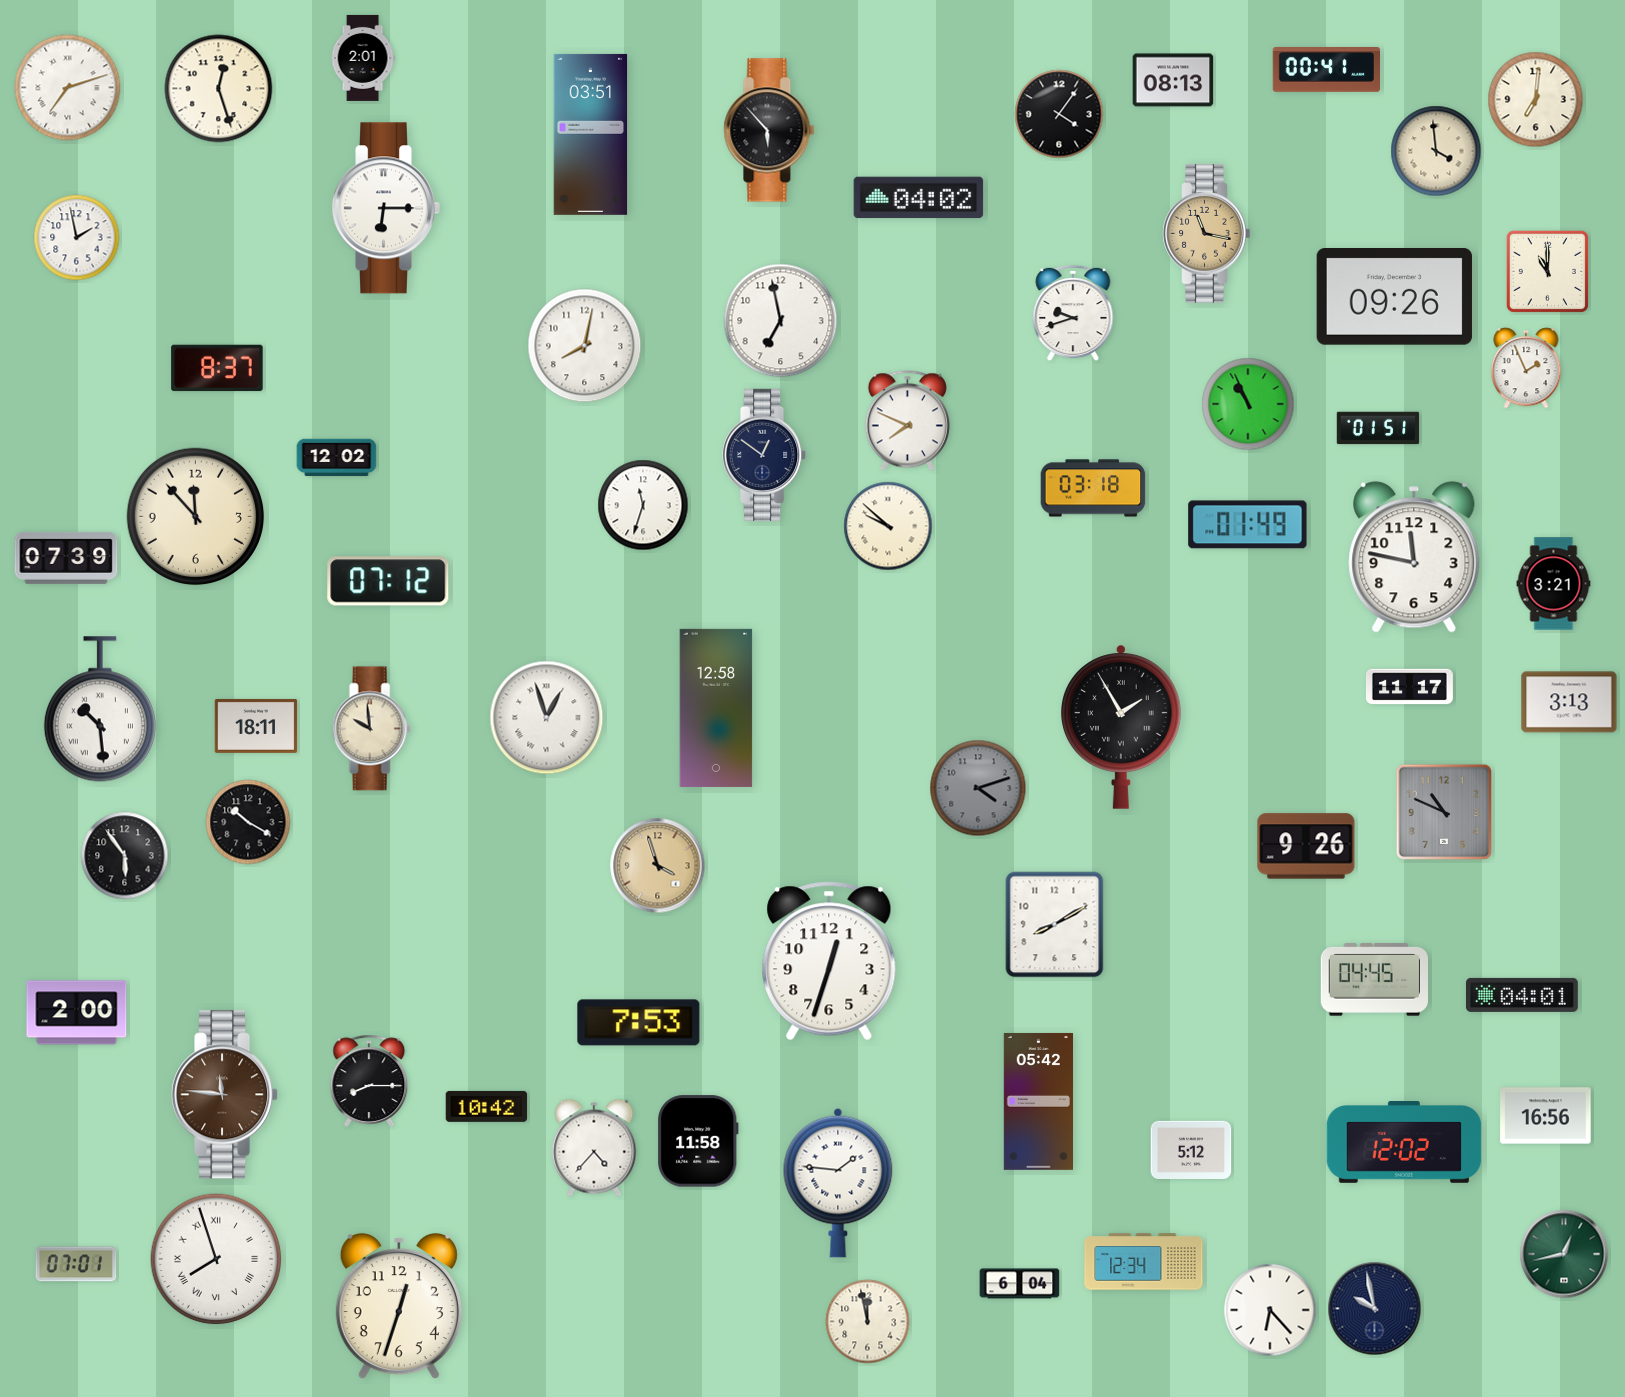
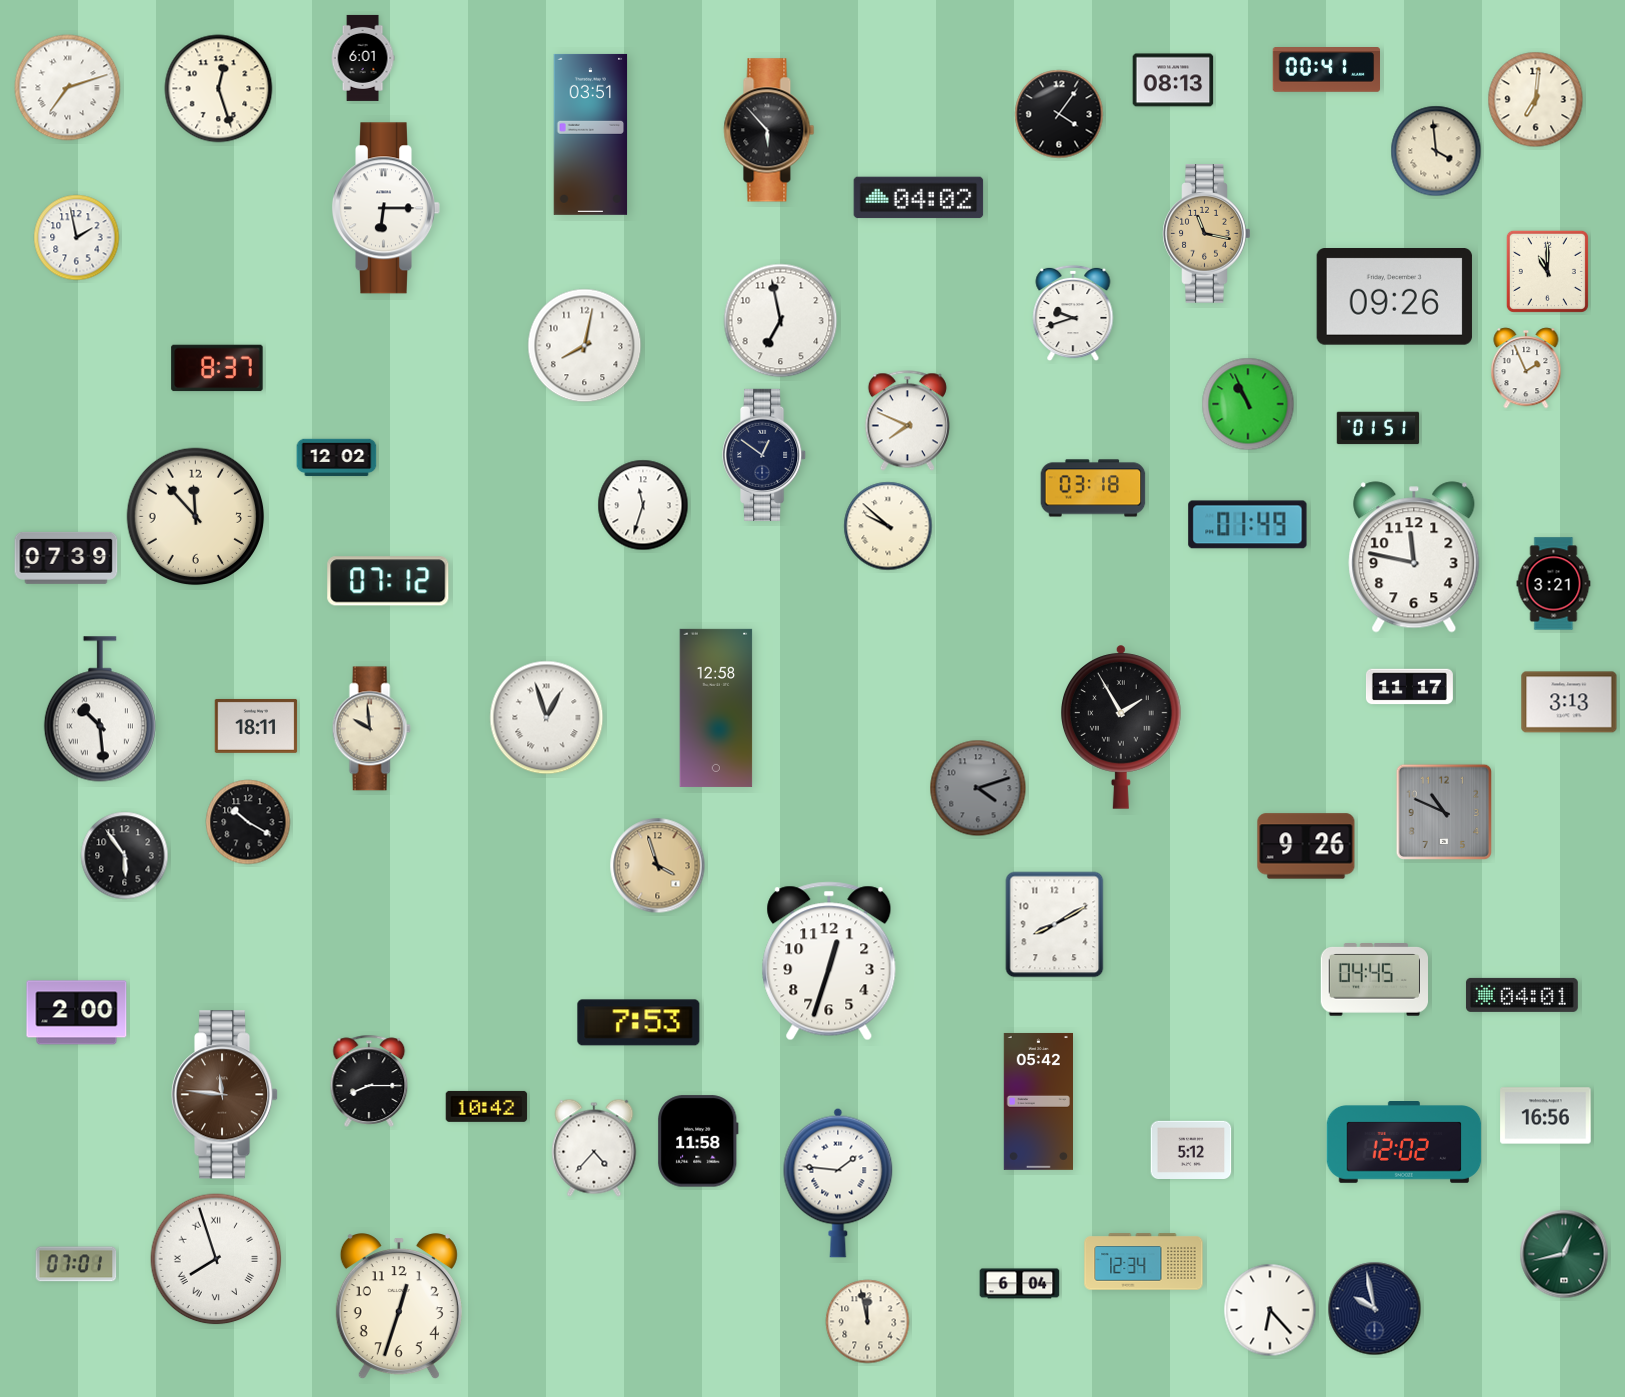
clock at (363, 58): 2:01 -> 6:01
